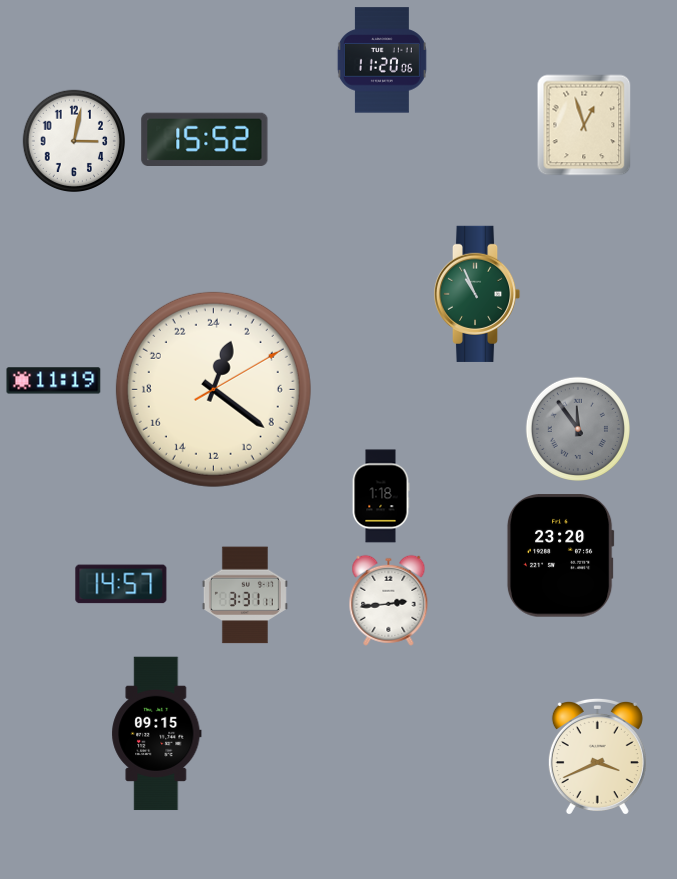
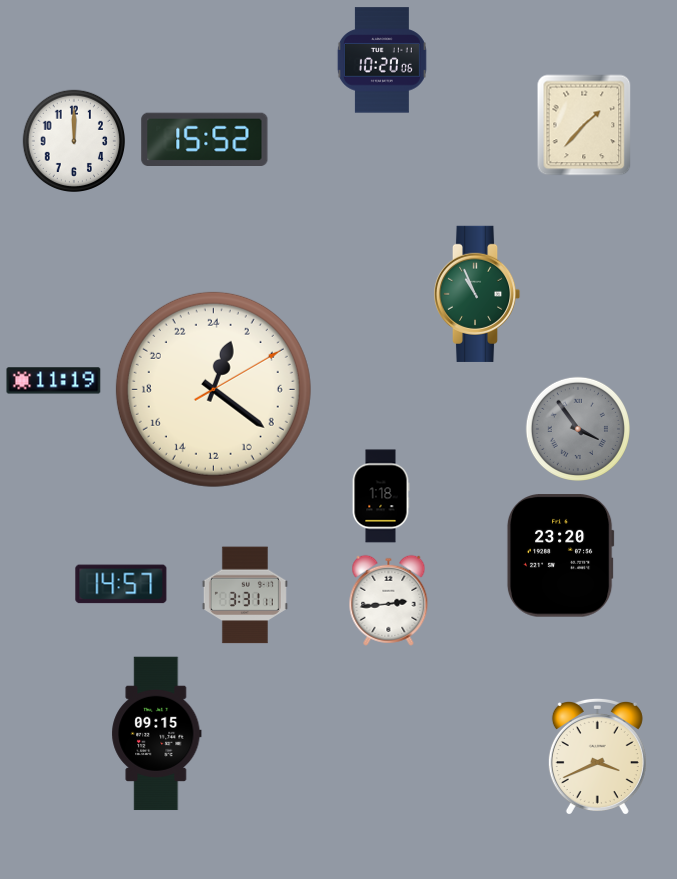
clock at (382, 60): 11:20 -> 10:20
clock at (584, 125): 12:57 -> 1:37
clock at (73, 140): 3:02 -> 12:00
clock at (578, 429): 11:54 -> 3:54
